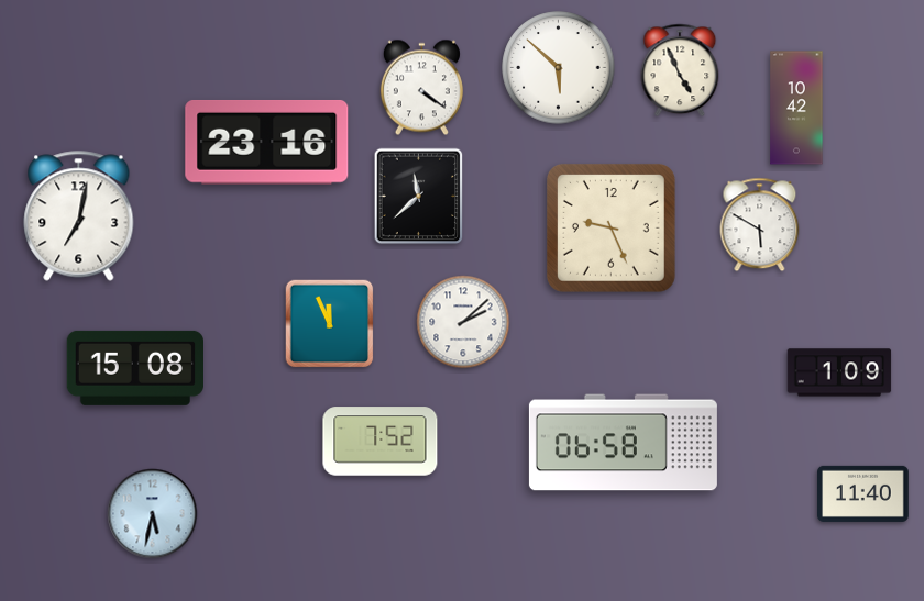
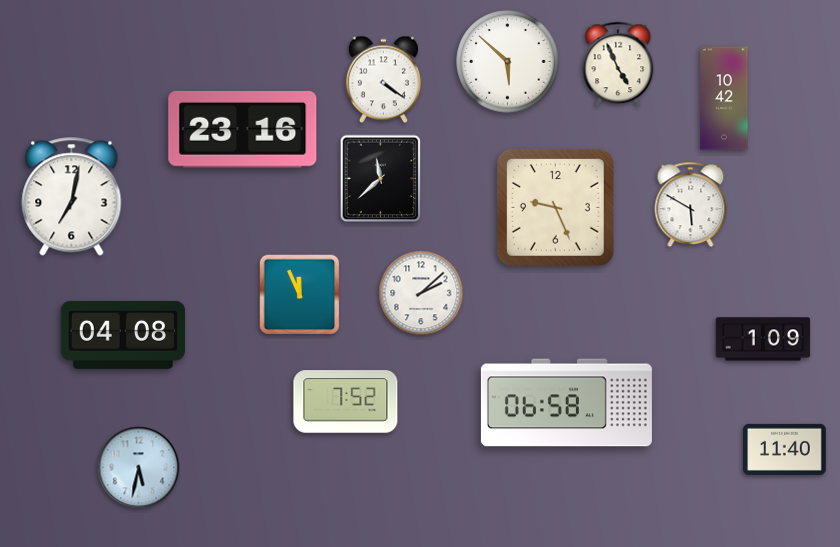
clock at (134, 368): 15:08 -> 04:08
